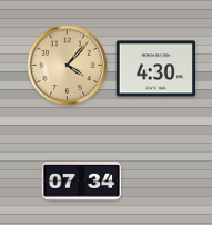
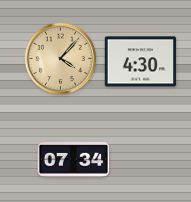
clock at (82, 182) position: (82, 182) -> (74, 160)
